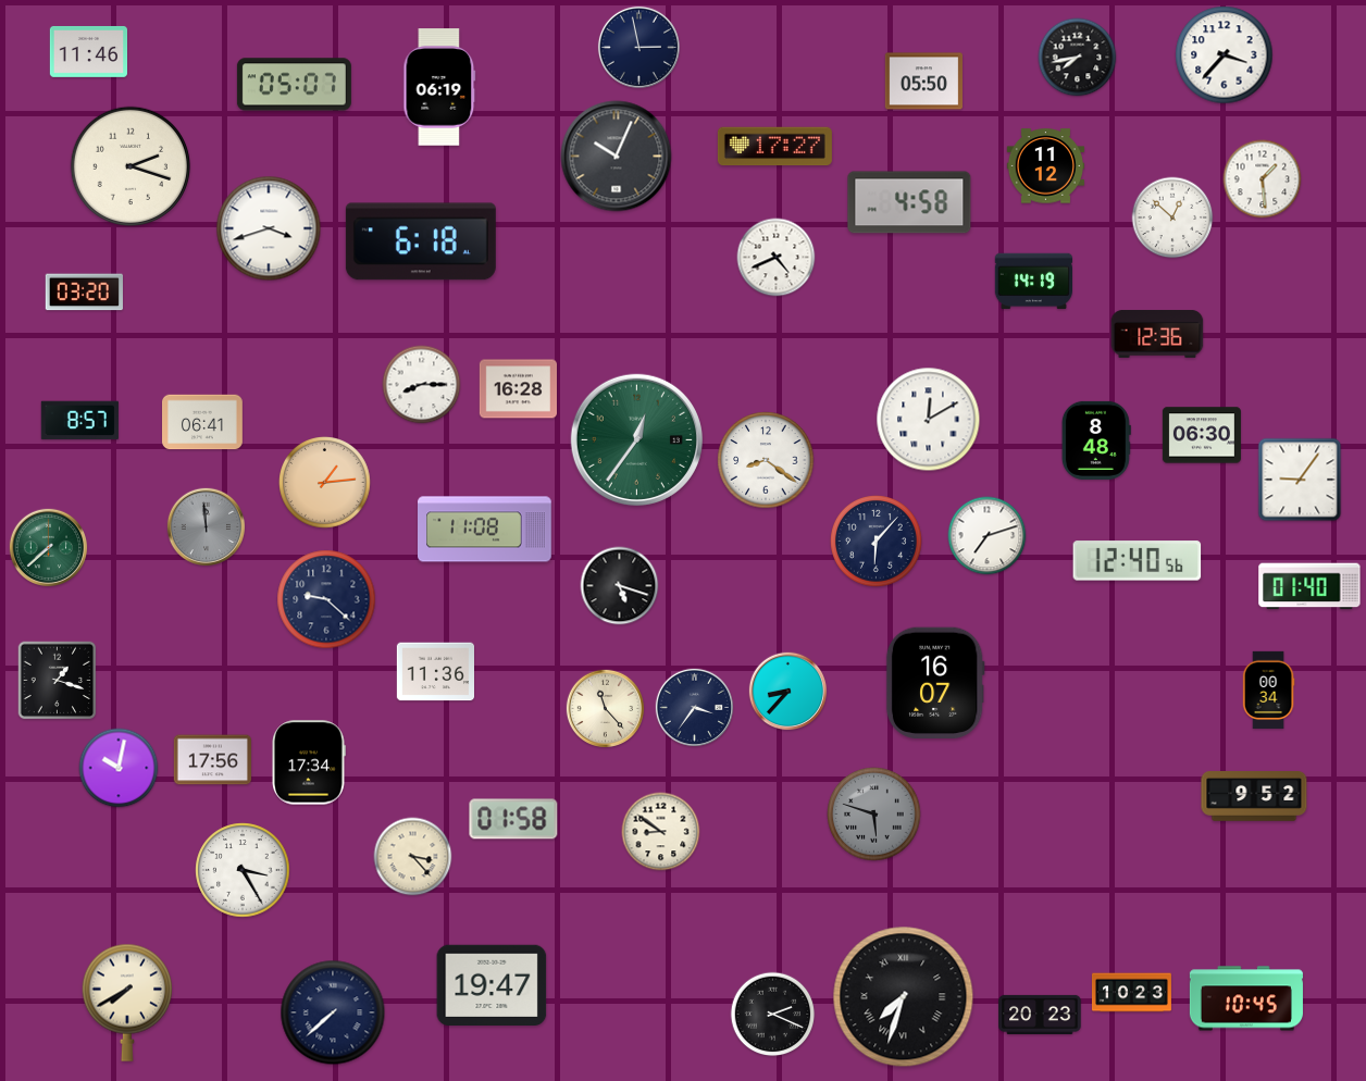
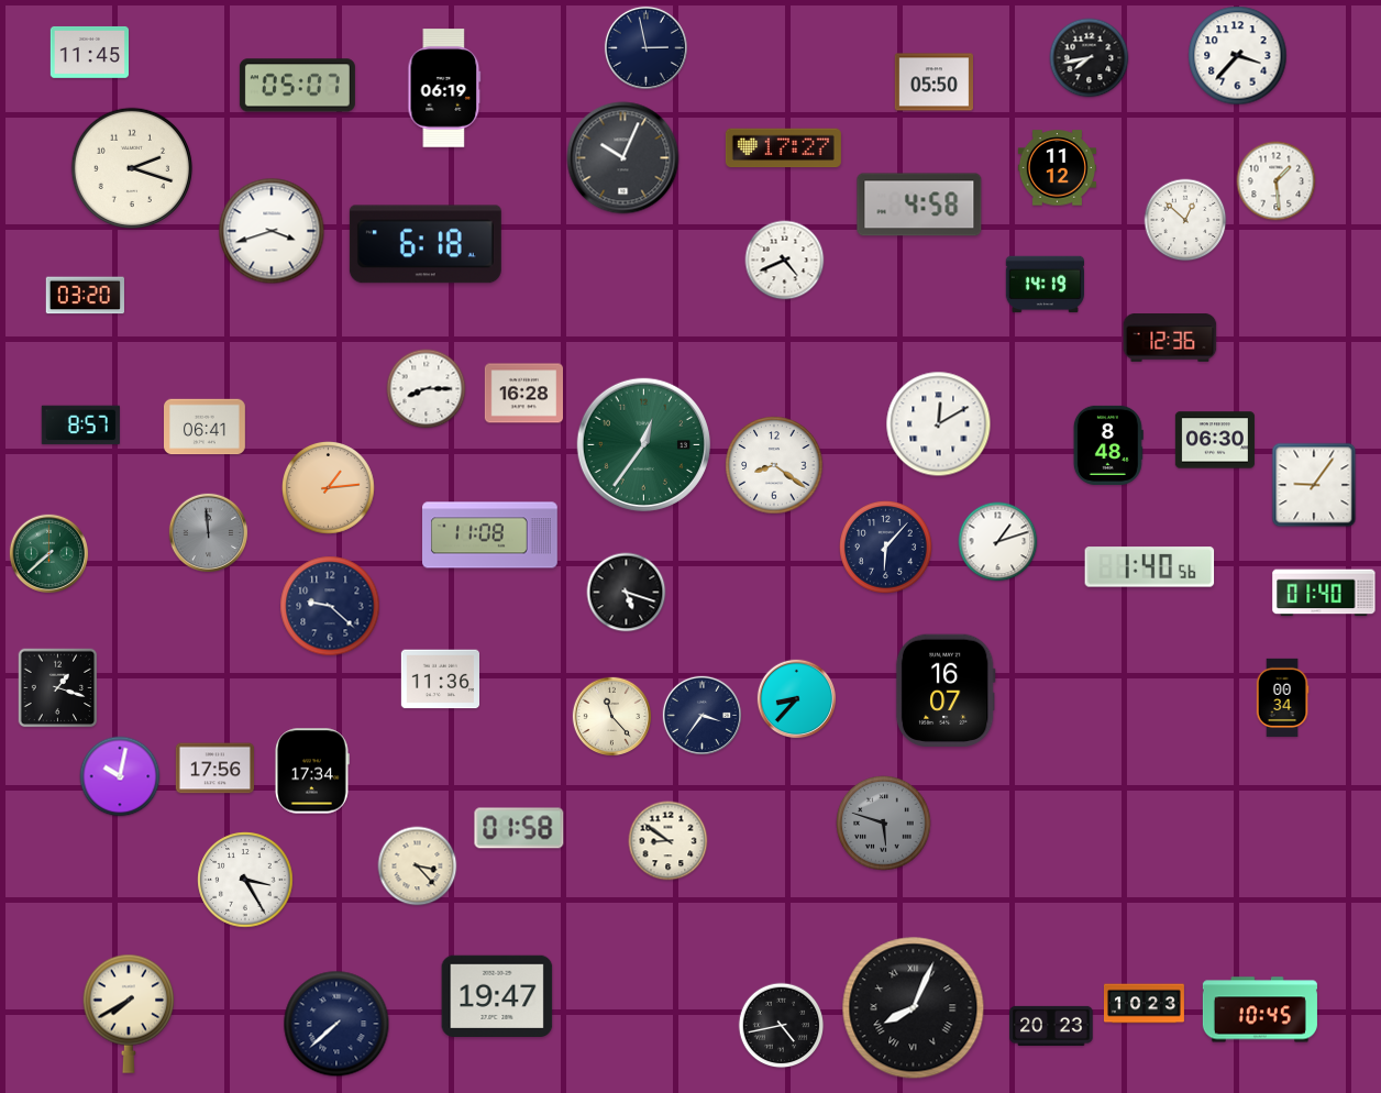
clock at (88, 51): 11:46 -> 11:45
clock at (988, 536): 7:12 -> 1:12
clock at (1138, 561): 12:40 -> 1:40
clock at (1254, 797): 9:52 -> none
clock at (904, 997): 7:33 -> 8:04
clock at (773, 1015): 2:19 -> 4:43
